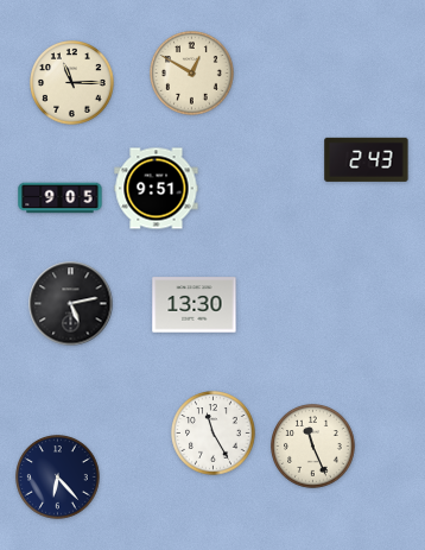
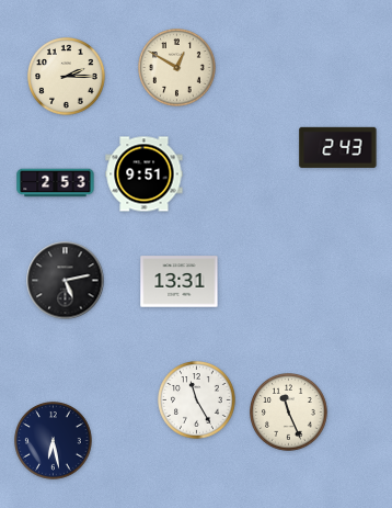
clock at (72, 83): 11:15 -> 2:15
clock at (61, 198): 9:05 -> 2:53
clock at (195, 305): 13:30 -> 13:31
clock at (58, 478): 6:23 -> 6:28
